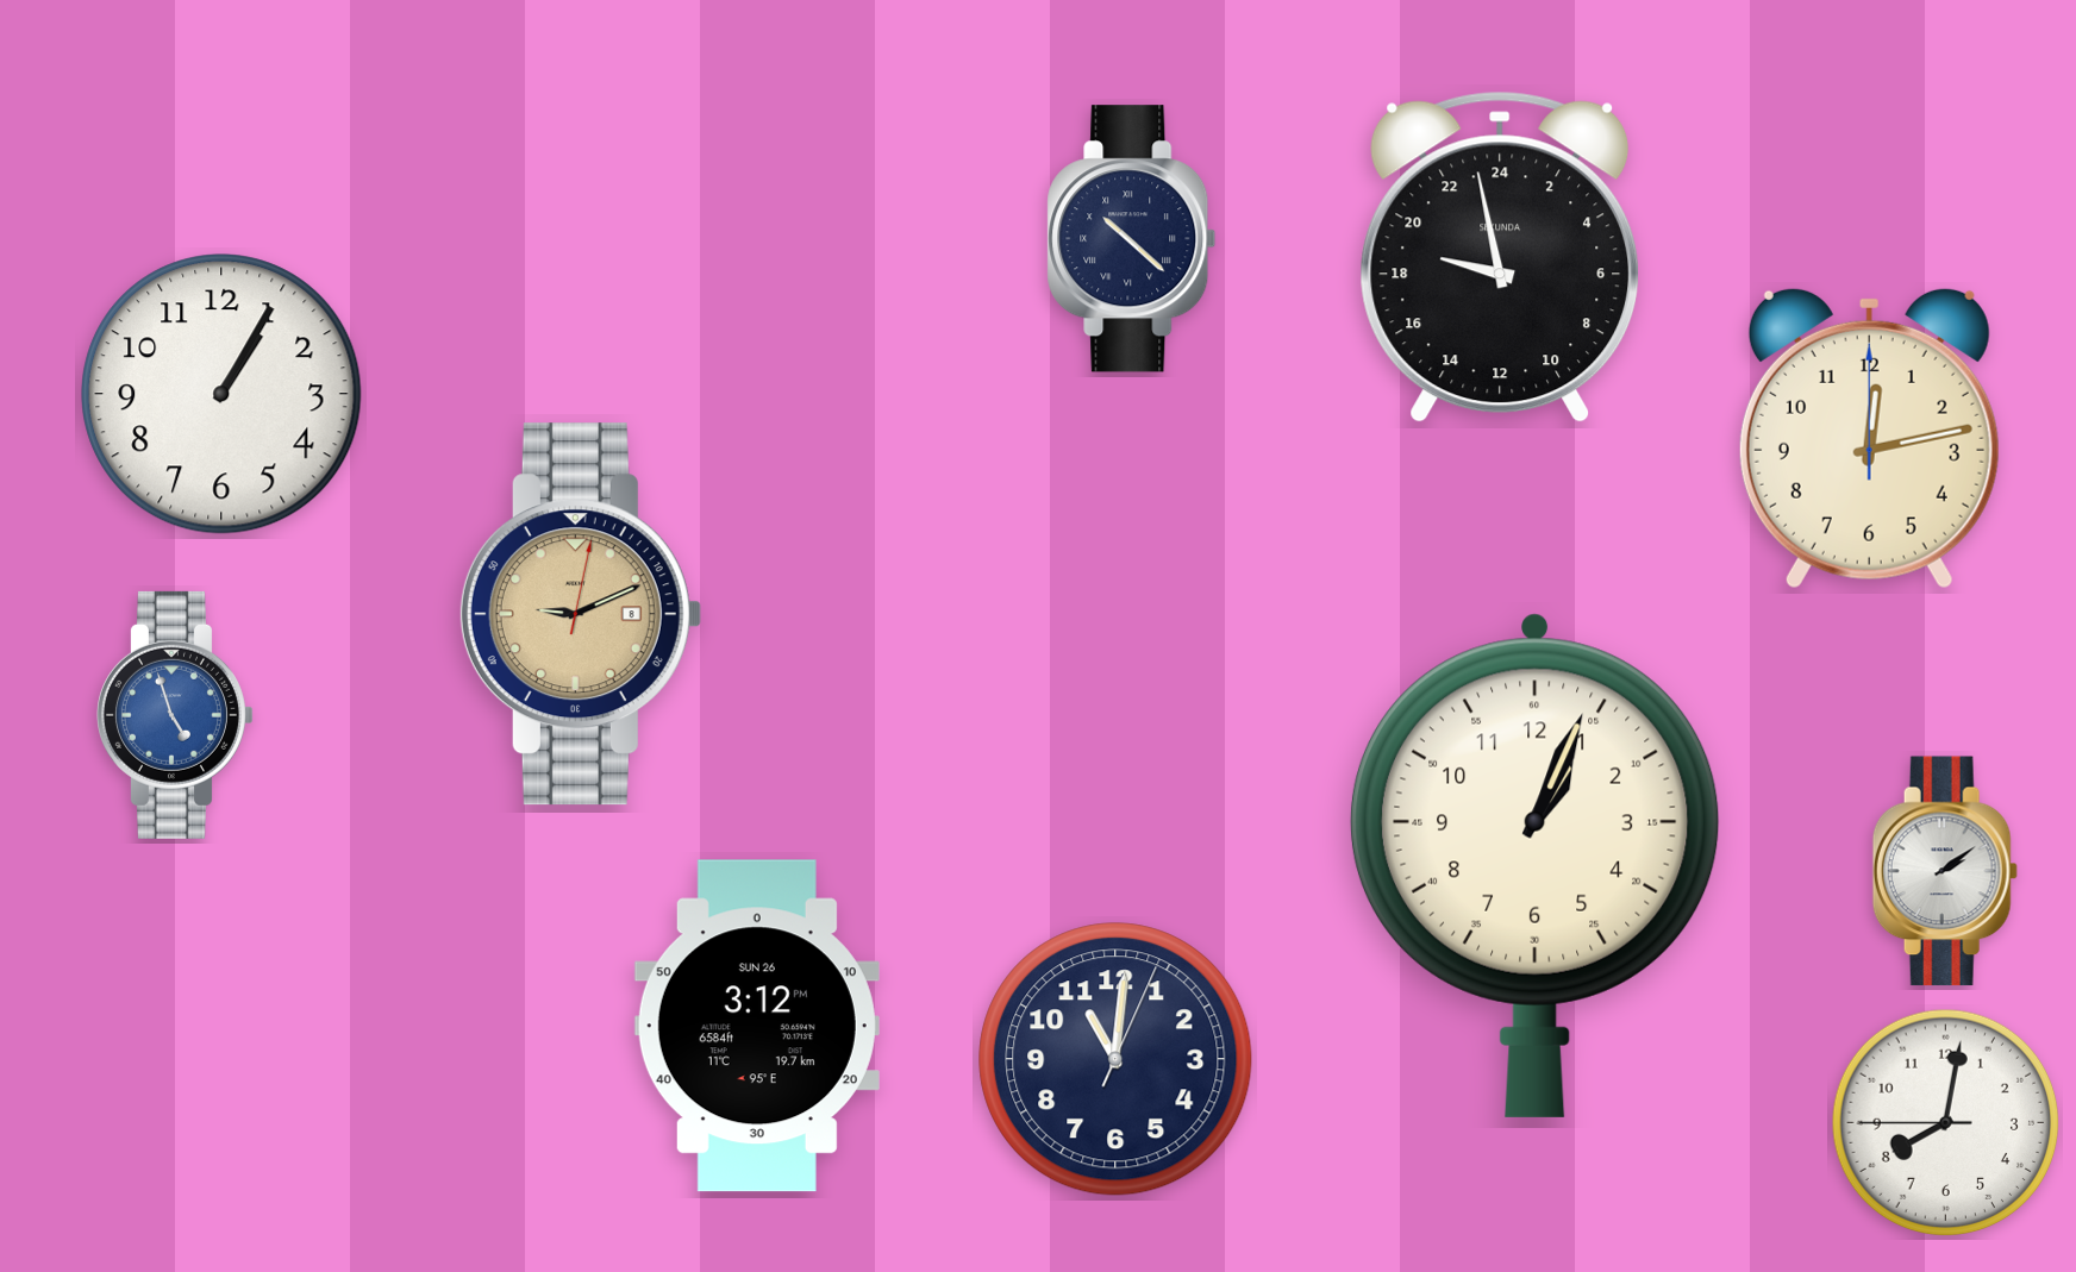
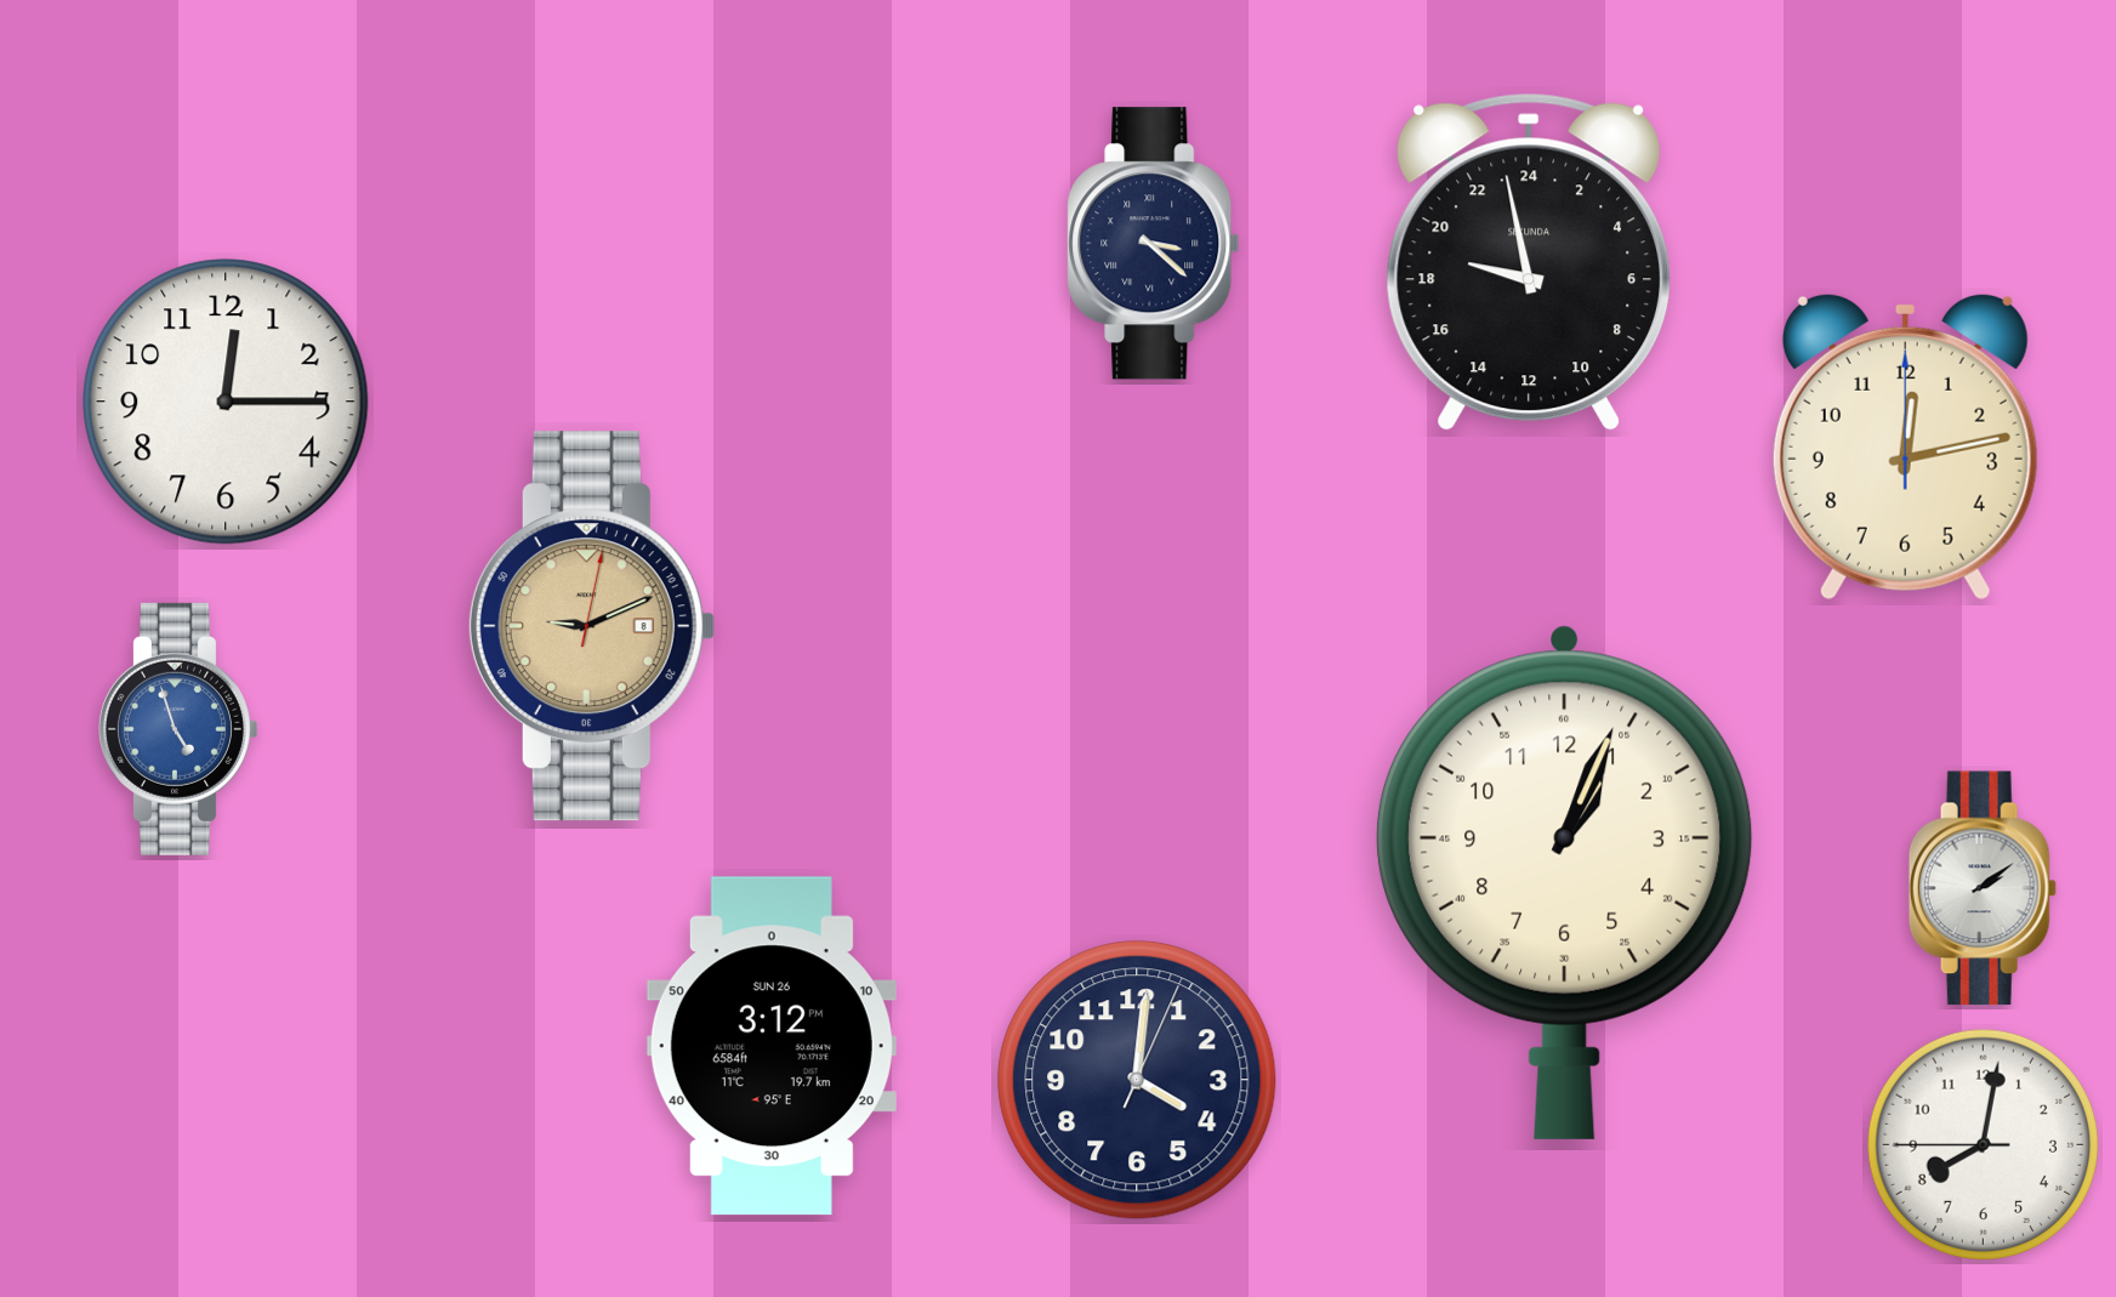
clock at (1132, 239): 10:22 -> 3:22
clock at (221, 394): 1:05 -> 12:15
clock at (1115, 1059): 11:01 -> 4:01
